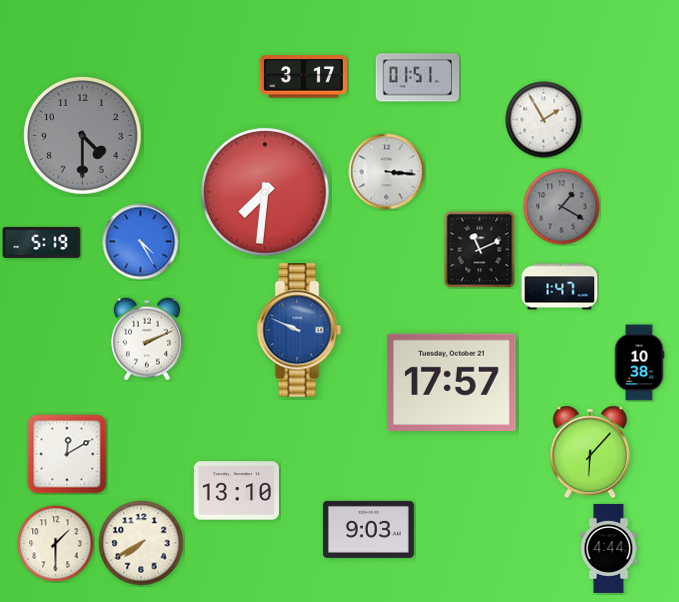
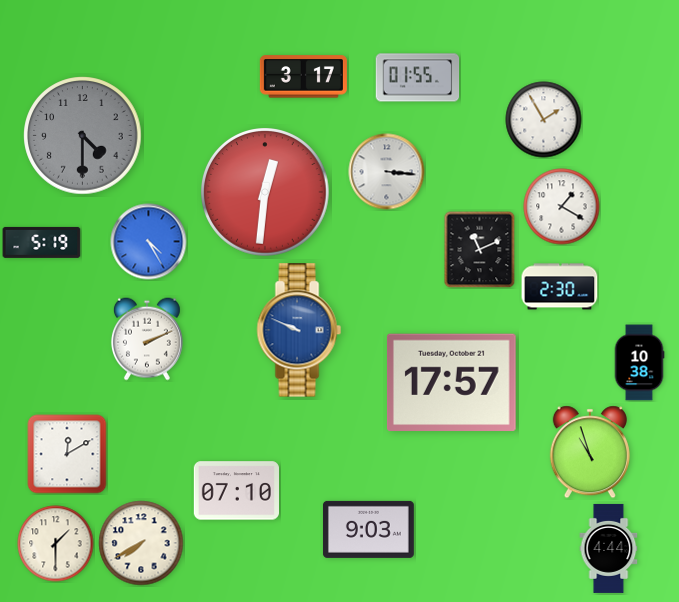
clock at (418, 78): 01:51 -> 01:55
clock at (266, 193): 7:31 -> 12:31
clock at (562, 207) dial: grey -> white
clock at (141, 242) position: (141, 242) -> (149, 242)
clock at (560, 287): 1:47 -> 2:30
clock at (590, 452): 6:07 -> 10:57
clock at (236, 491): 13:10 -> 07:10
